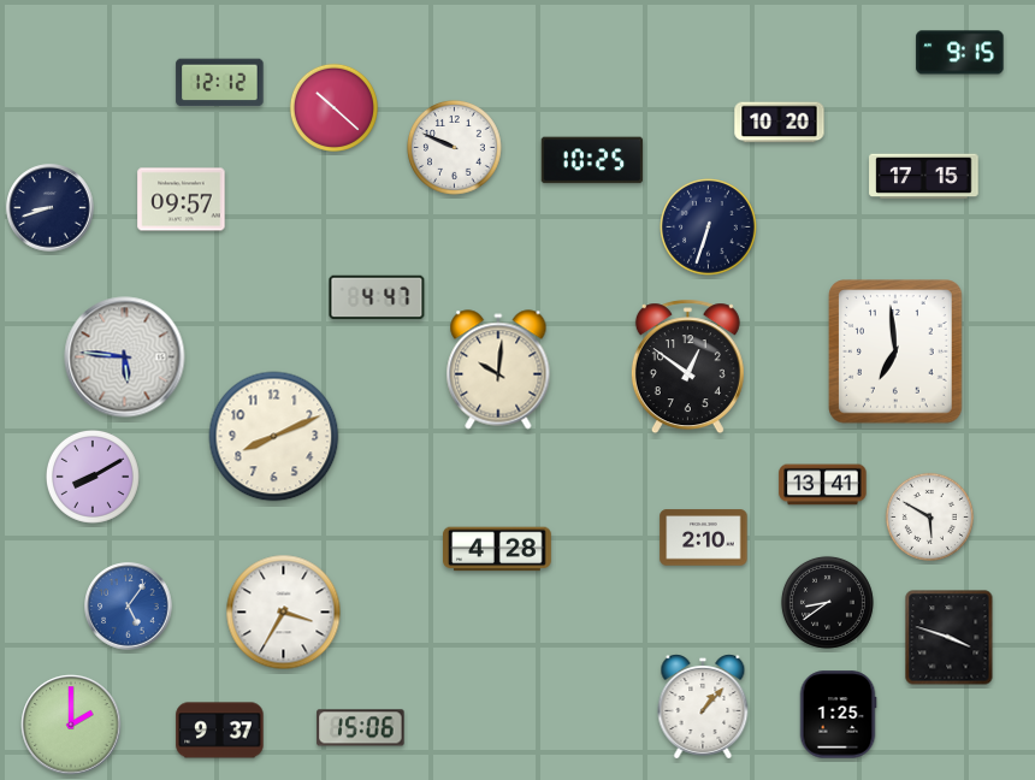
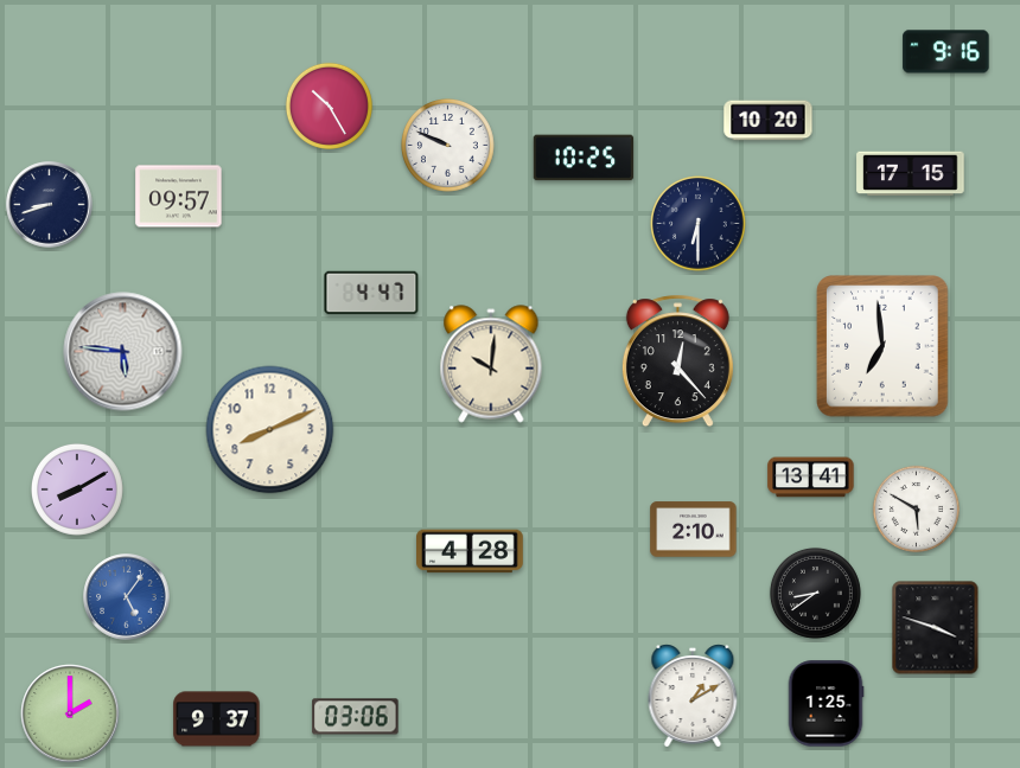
clock at (960, 53): 9:15 -> 9:16
clock at (220, 83): 12:12 -> none
clock at (333, 107): 10:22 -> 10:25
clock at (709, 227): 6:33 -> 6:30
clock at (687, 367): 12:51 -> 12:23
clock at (93, 477) position: (93, 477) -> (77, 489)
clock at (498, 549) position: (498, 549) -> (471, 551)
clock at (284, 613): 3:35 -> none
clock at (703, 707): 1:07 -> 1:10
clock at (361, 728): 15:06 -> 03:06
